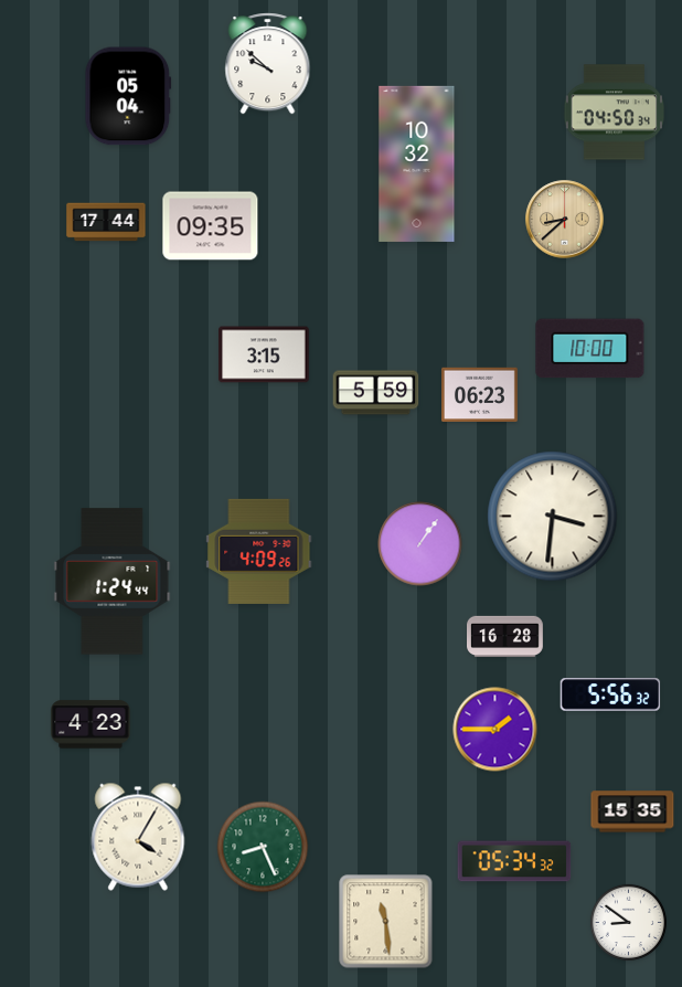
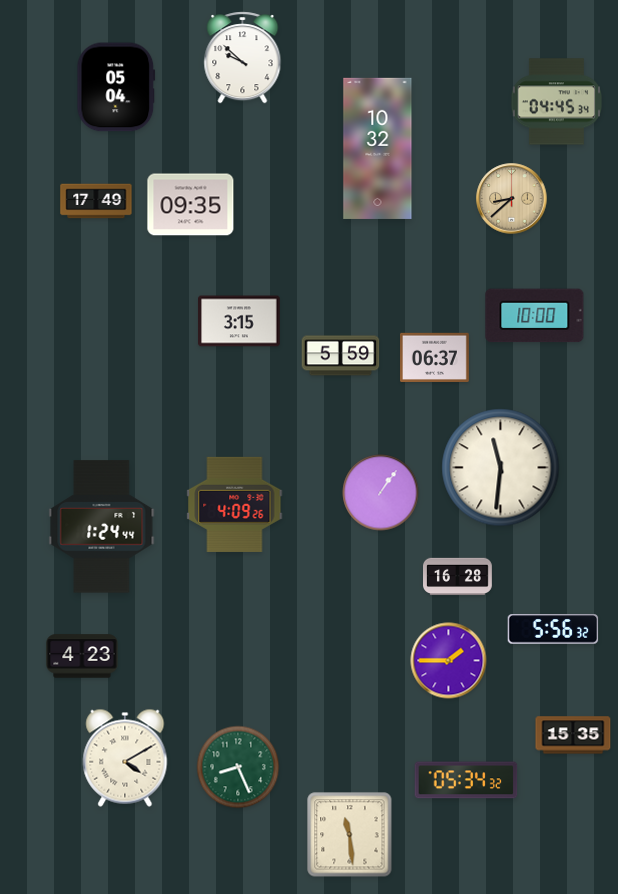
clock at (614, 113): 04:50 -> 04:45
clock at (106, 222): 17:44 -> 17:49
clock at (480, 394): 06:23 -> 06:37
clock at (553, 517): 3:31 -> 11:31
clock at (259, 551) position: (259, 551) -> (235, 504)
clock at (138, 837): 4:05 -> 4:10
clock at (628, 922): 8:51 -> none
